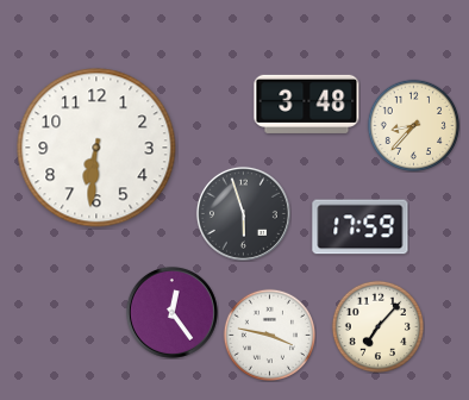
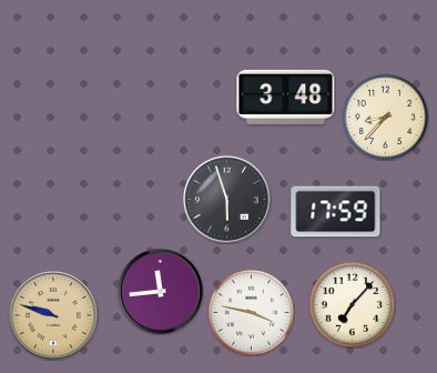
clock at (96, 148): 6:31 -> none
clock at (171, 312): 12:24 -> 11:44
clock at (53, 315): none -> 9:48
